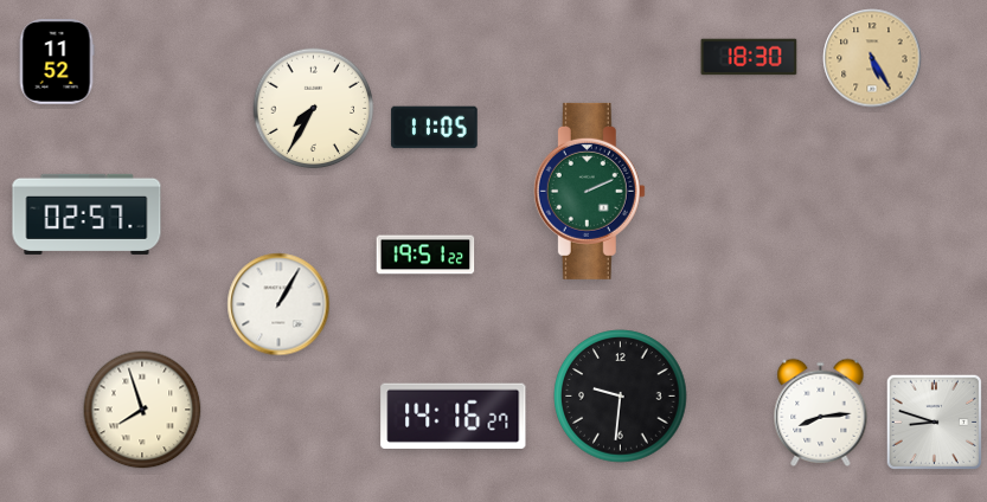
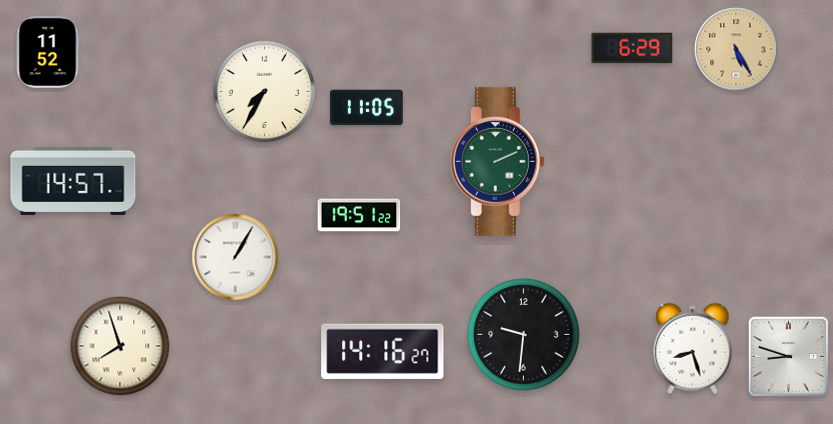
clock at (749, 57): 18:30 -> 6:29
clock at (86, 214): 02:57 -> 14:57
clock at (821, 412): 8:14 -> 8:27
